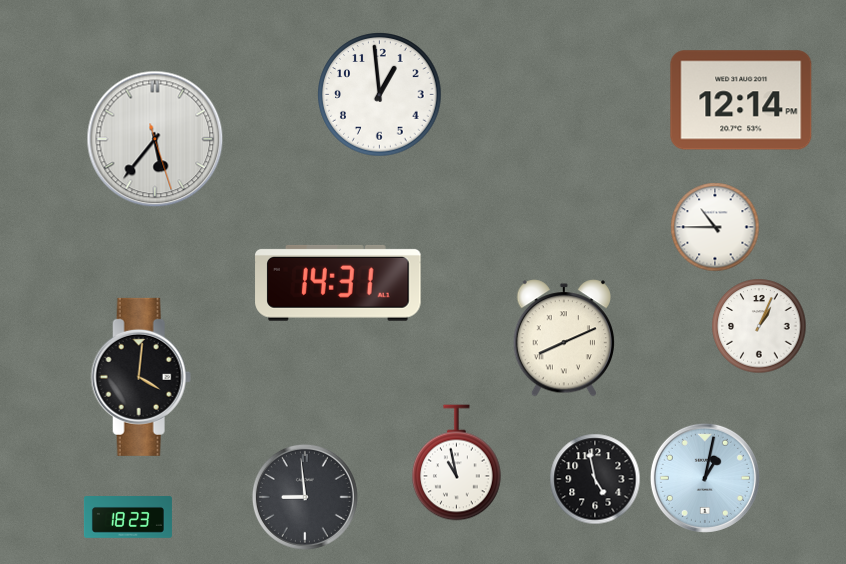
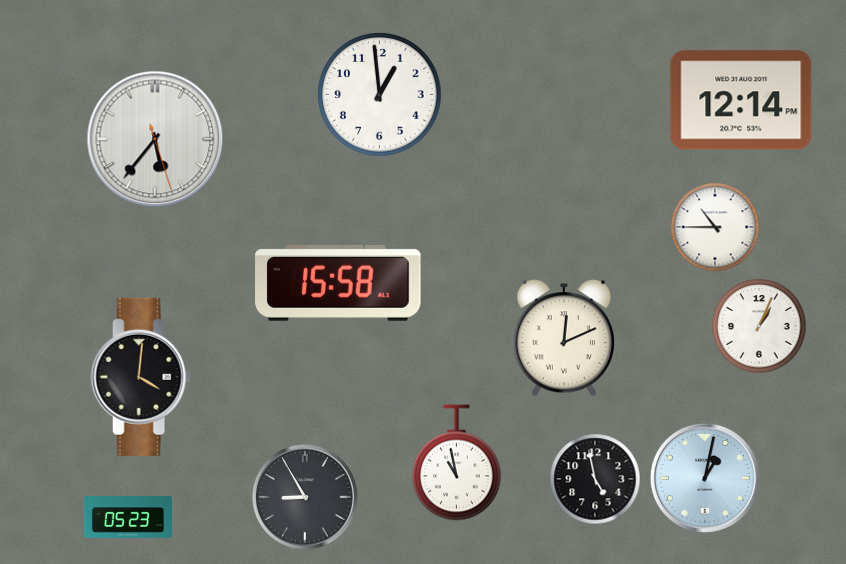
clock at (338, 283): 14:31 -> 15:58
clock at (563, 338): 8:11 -> 12:11
clock at (305, 497): 8:59 -> 8:55
clock at (128, 517): 18:23 -> 05:23
